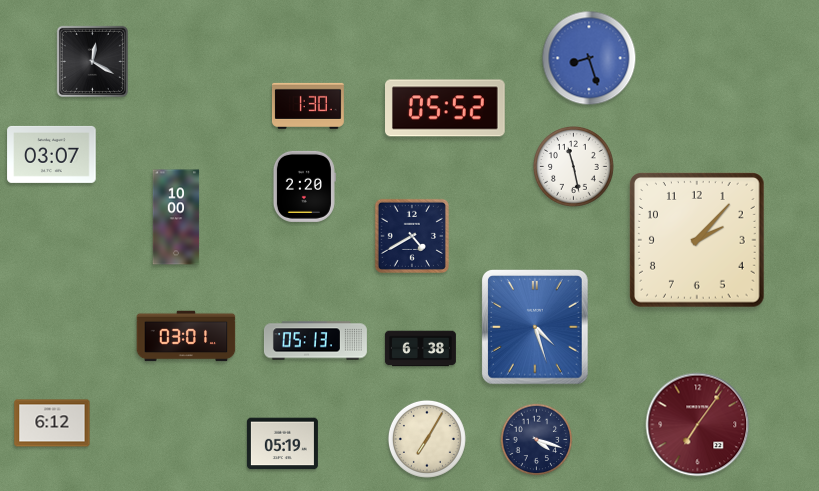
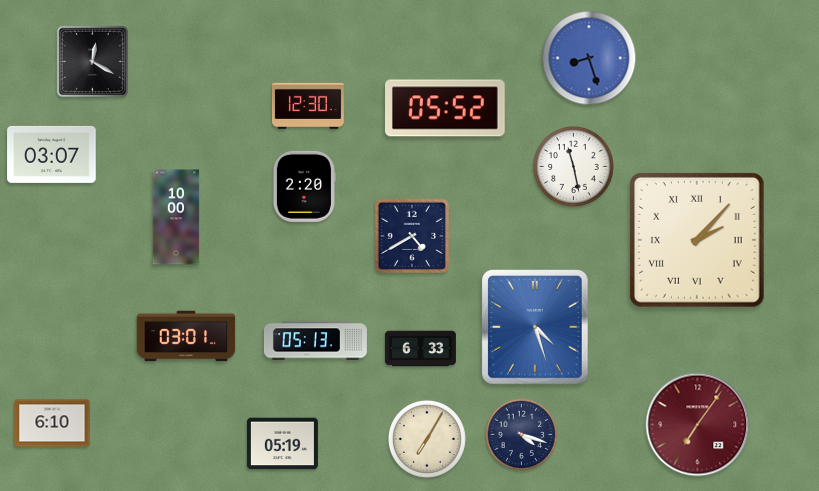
clock at (308, 106): 1:30 -> 12:30
clock at (698, 241) numerals: Arabic -> Roman
clock at (420, 349): 6:38 -> 6:33
clock at (52, 423): 6:12 -> 6:10
clock at (537, 440) position: (537, 440) -> (522, 435)
